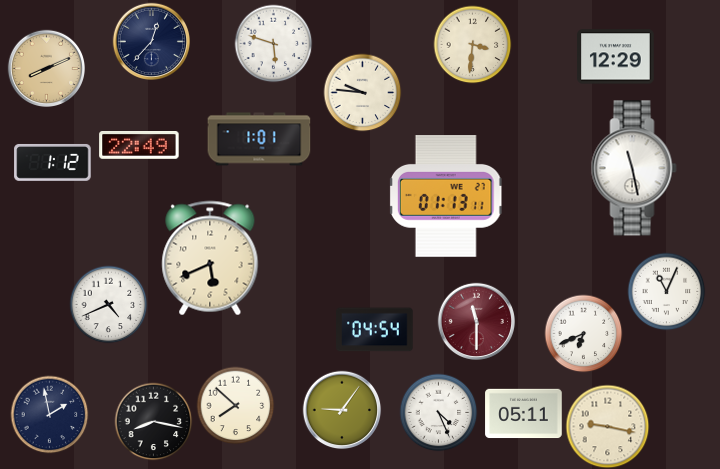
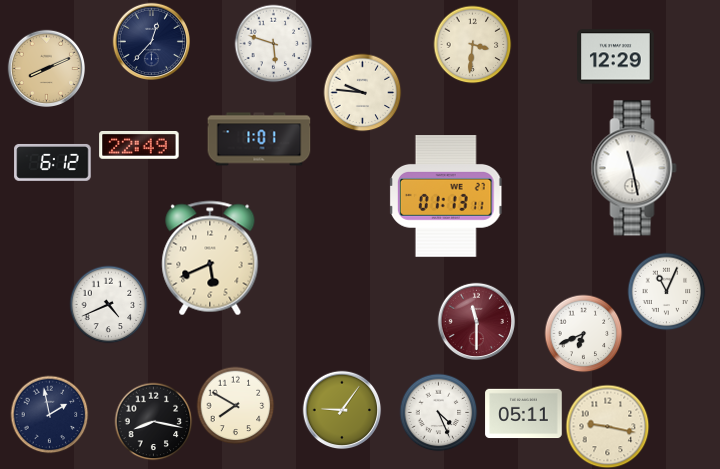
clock at (53, 162): 1:12 -> 6:12
clock at (375, 330): 04:54 -> none
clock at (235, 405): 7:52 -> 7:50
